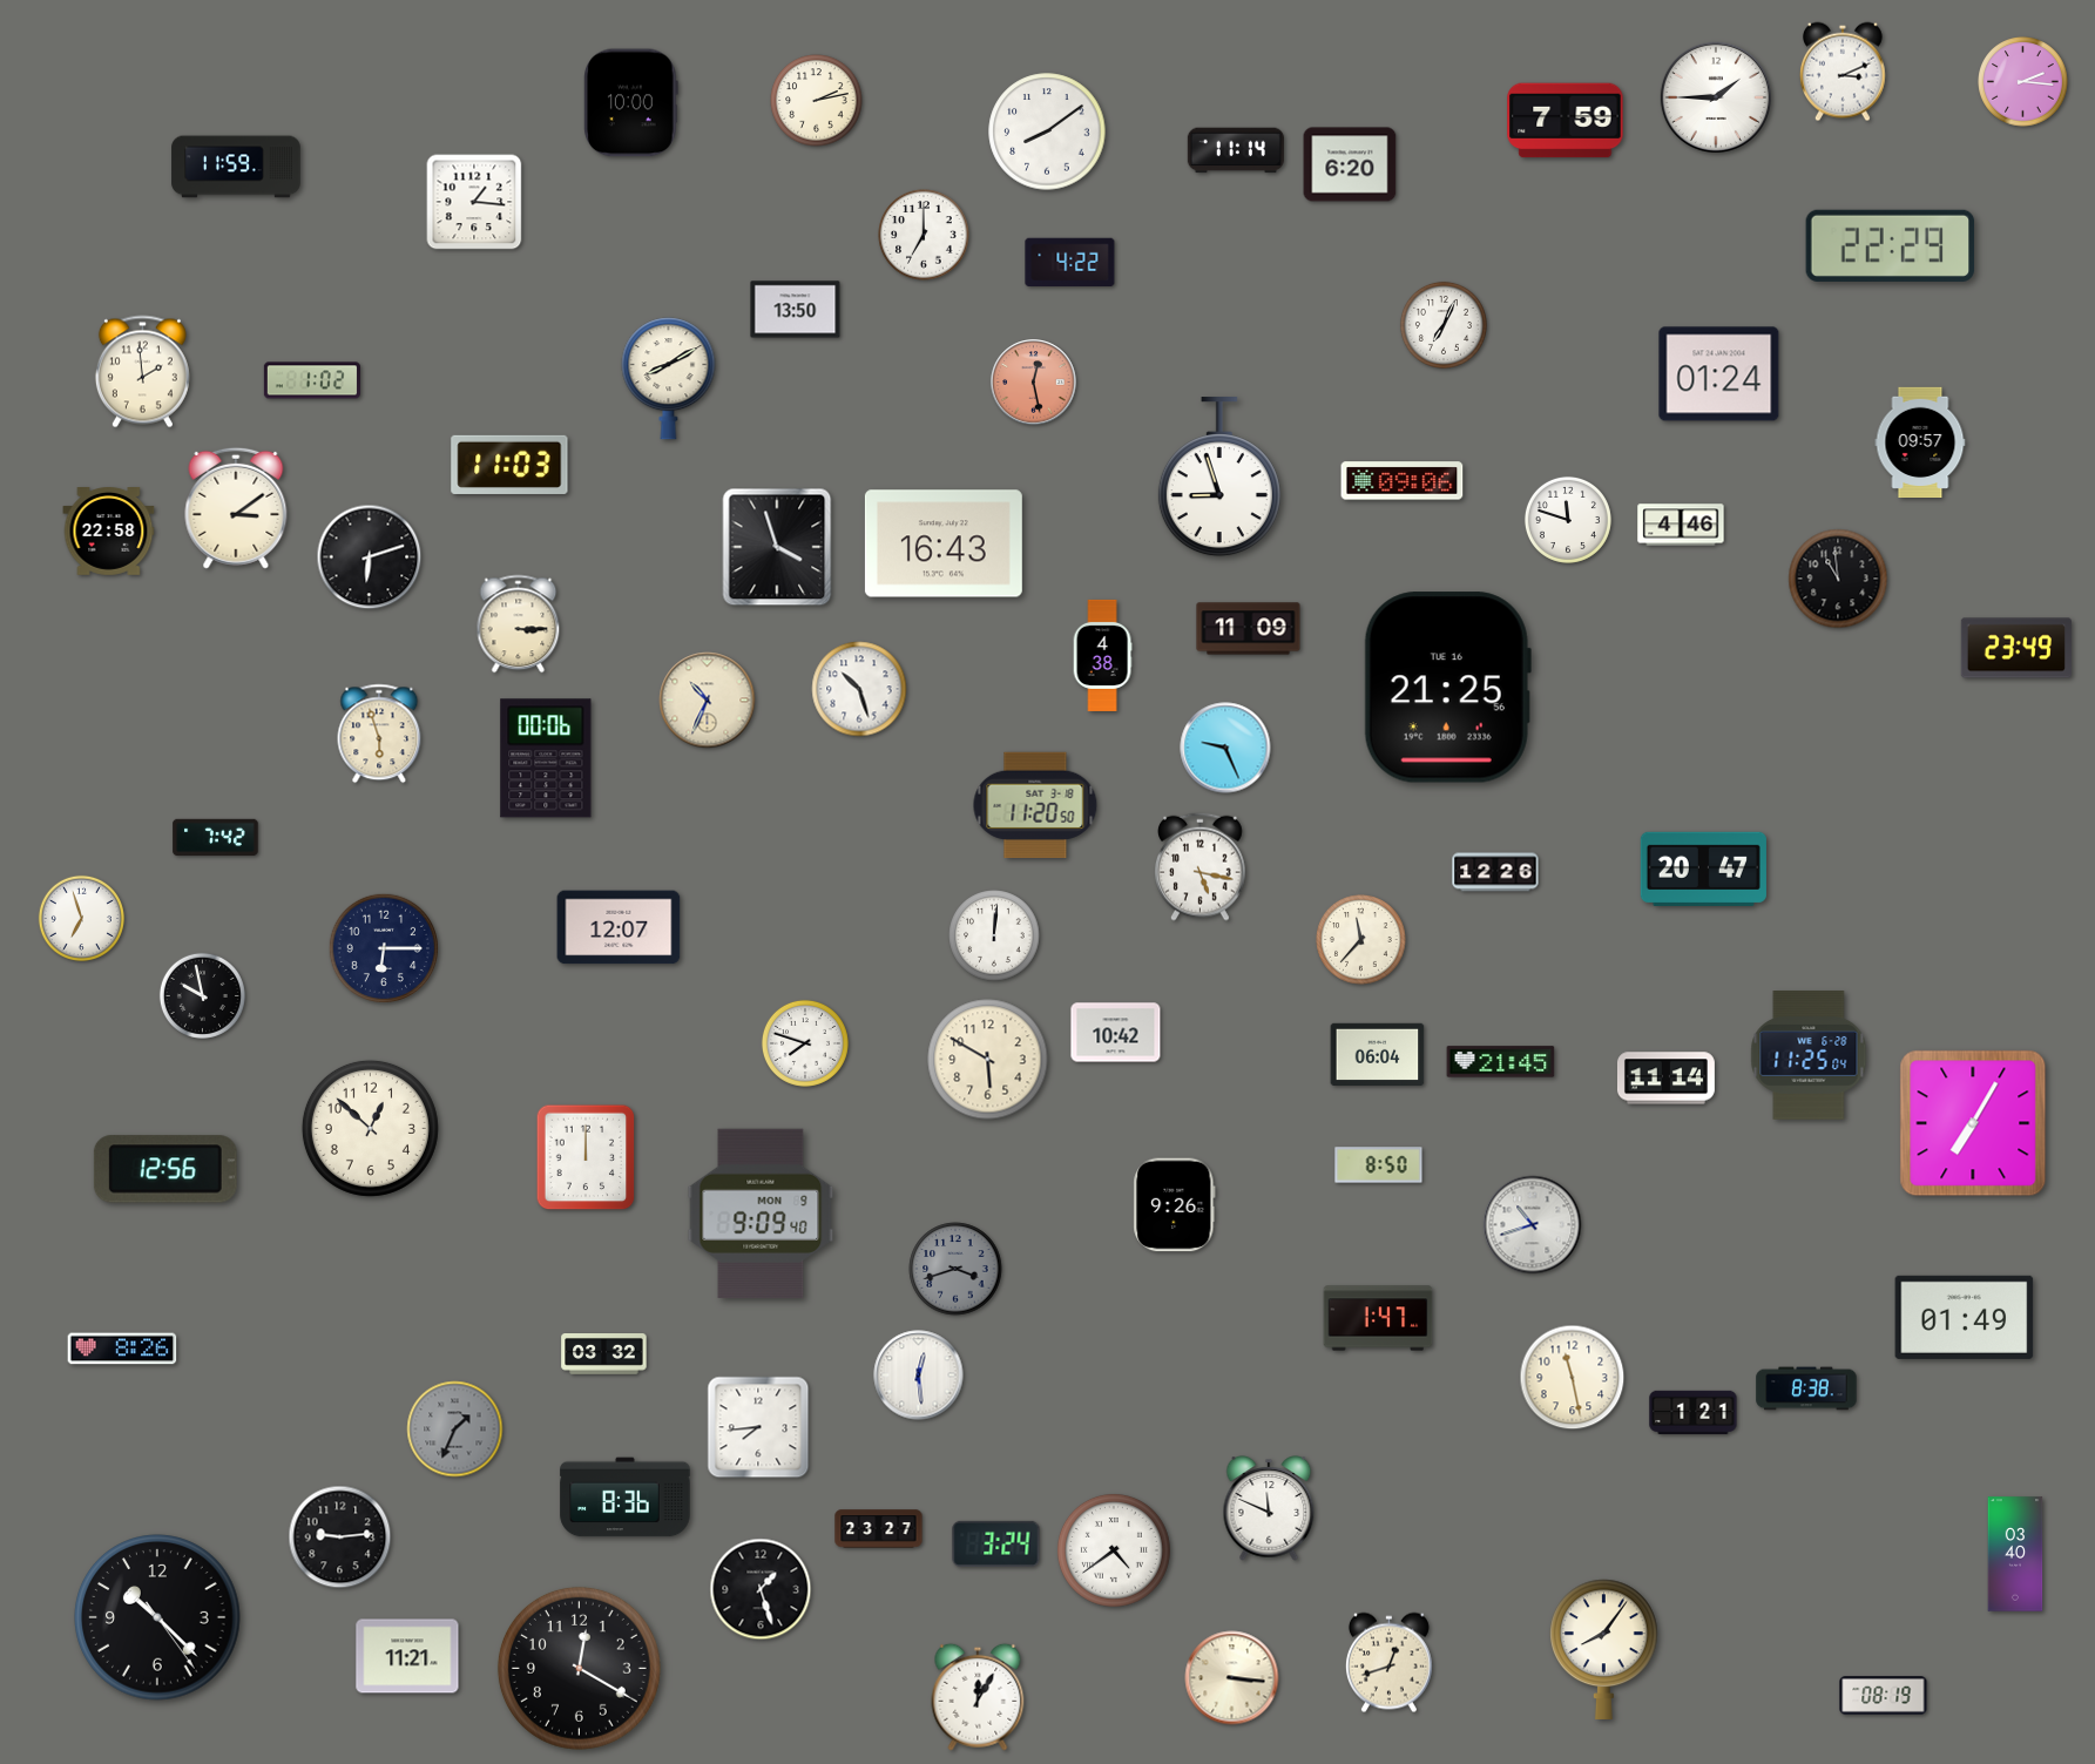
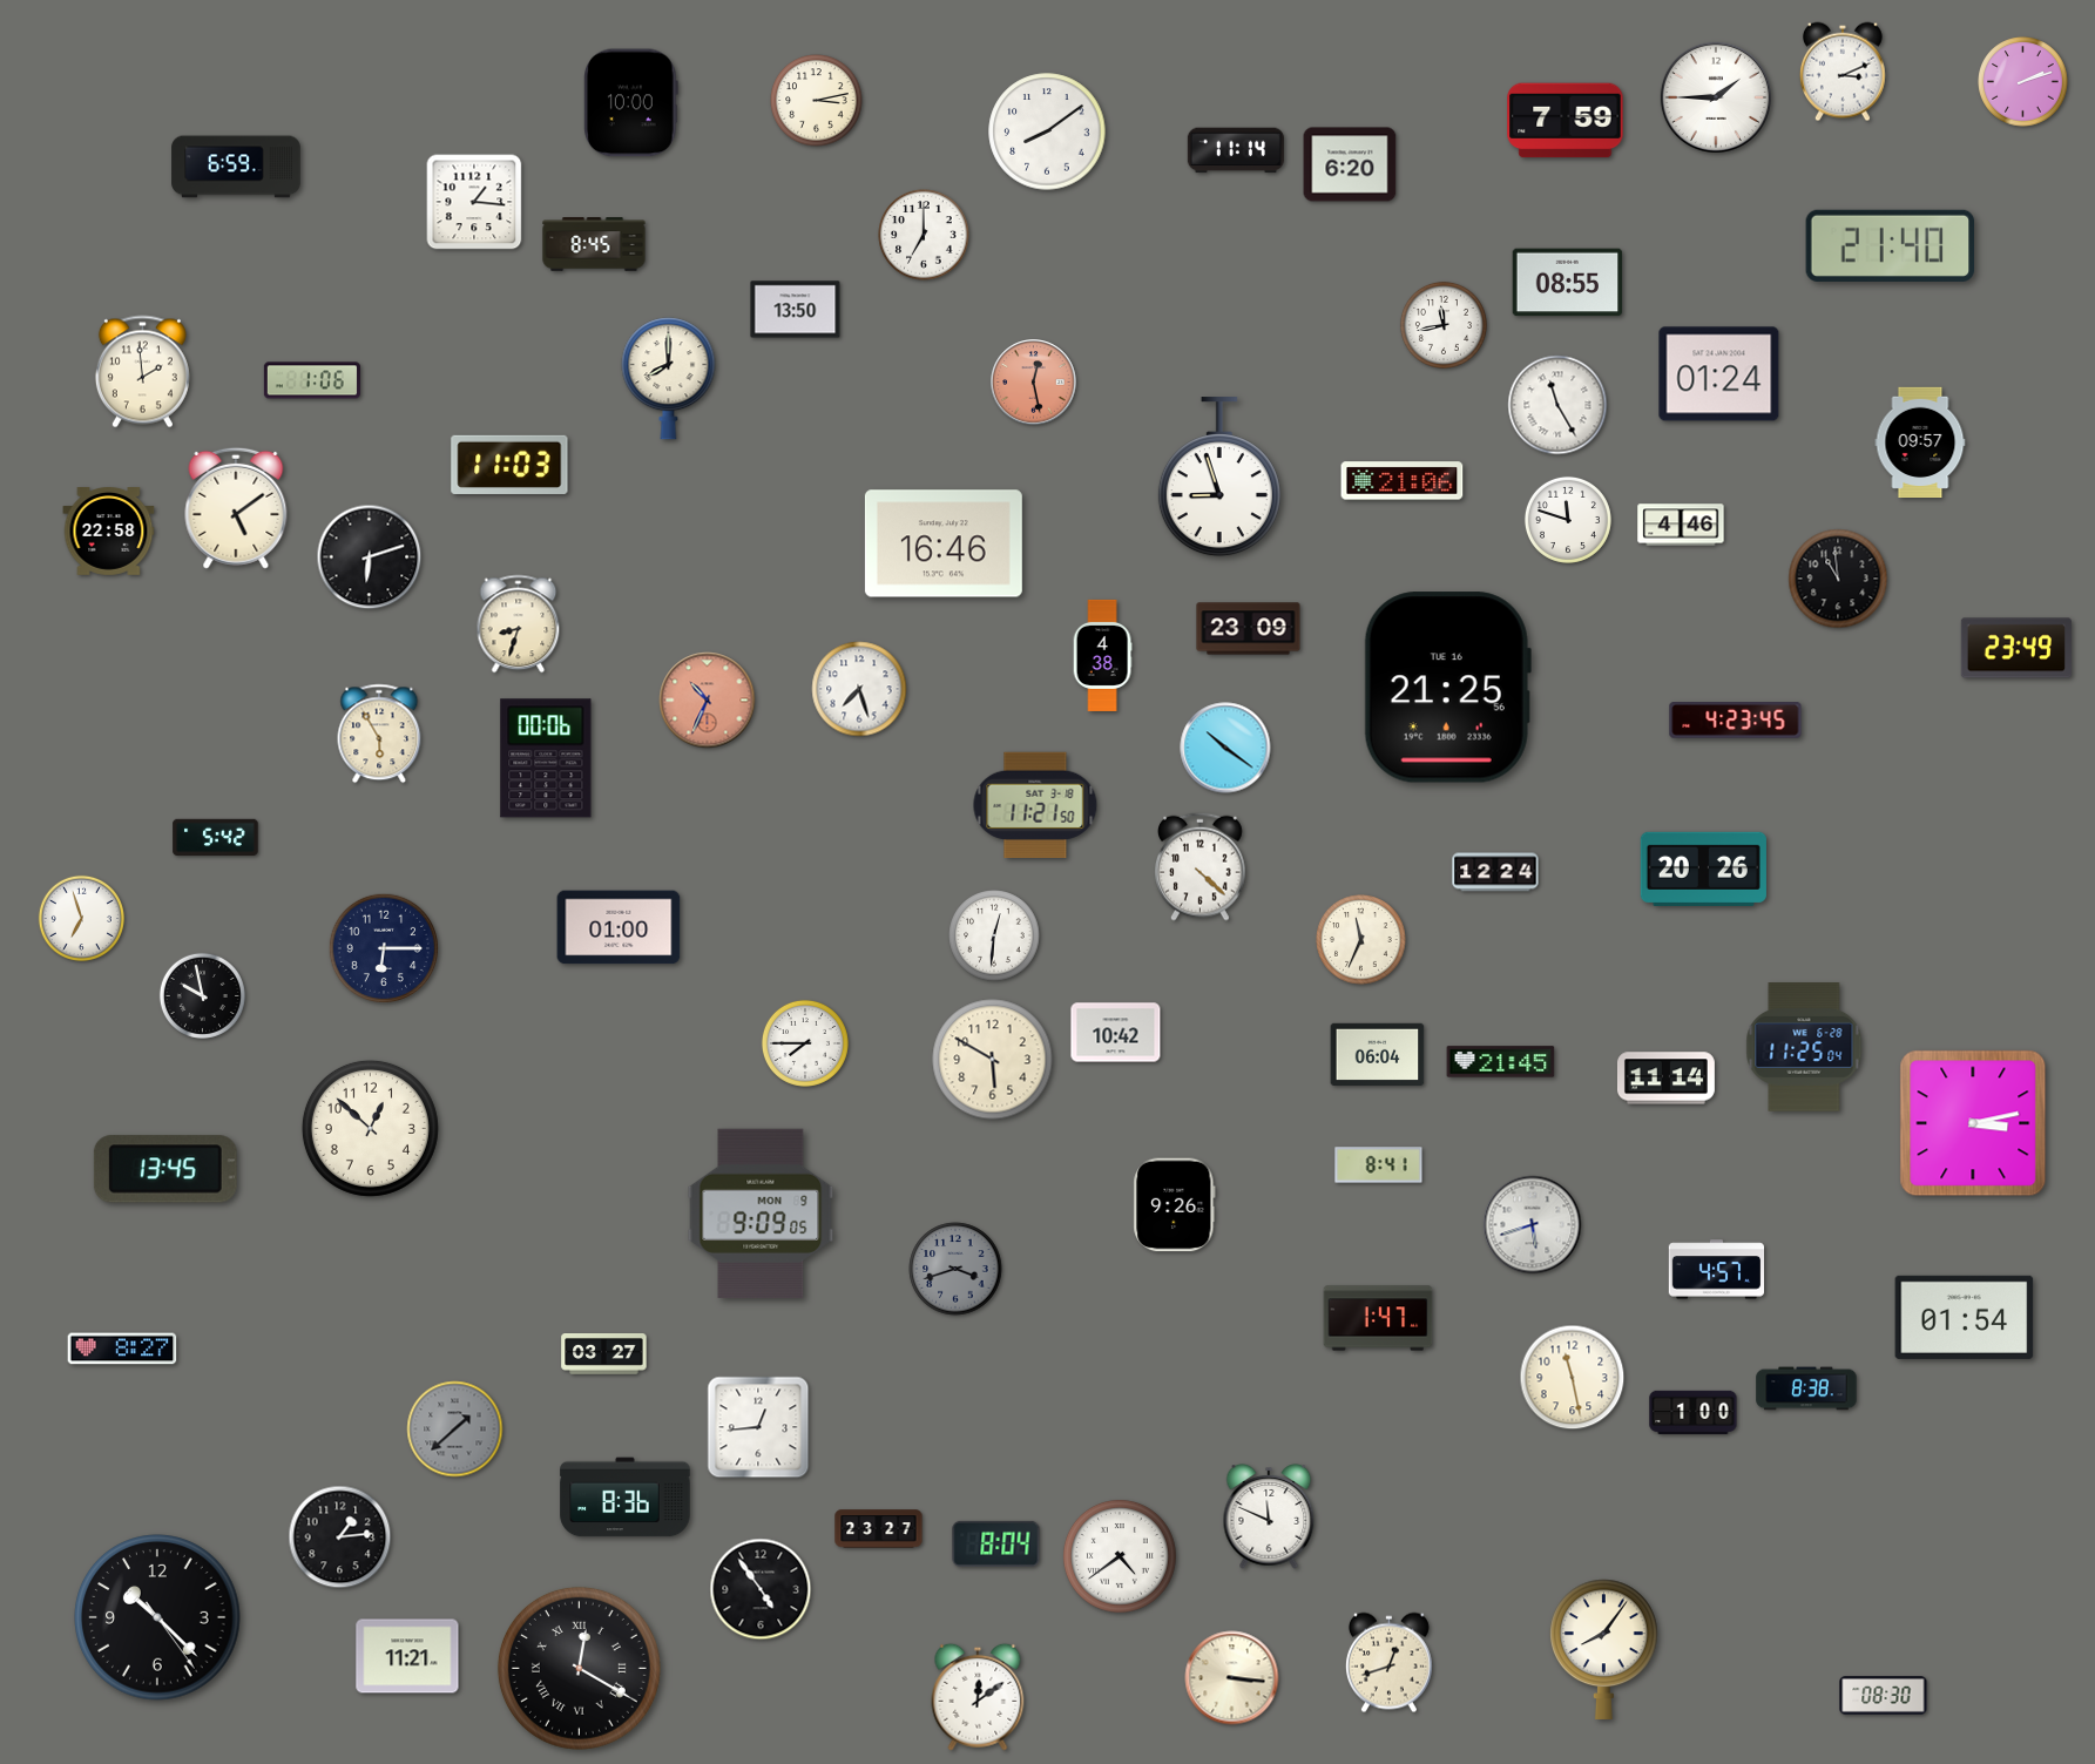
clock at (2023, 82): 2:16 -> 2:12
clock at (817, 101): 2:13 -> 3:13
clock at (236, 167): 11:59 -> 6:59
clock at (594, 244): none -> 8:45
clock at (1891, 245): 22:29 -> 21:40
clock at (1070, 262): 4:22 -> none
clock at (1568, 283): none -> 08:55
clock at (1444, 325): 7:04 -> 11:43
clock at (669, 379): 8:10 -> 8:00
clock at (312, 380): 1:02 -> 1:06
clock at (1557, 405): none -> 11:25
clock at (1403, 481): 09:06 -> 21:06
clock at (236, 508): 3:09 -> 5:09
clock at (944, 543): 16:43 -> 16:46
clock at (777, 547): 3:57 -> none
clock at (519, 624): 3:15 -> 8:33
clock at (1249, 629): 11:09 -> 23:09
clock at (859, 689): 10:27 -> 7:27
clock at (708, 701) dial: cream -> salmon
clock at (1736, 721): none -> 4:23
clock at (379, 734): 5:57 -> 5:55
clock at (1225, 748): 9:26 -> 10:21
clock at (1035, 804): 11:20 -> 11:21
clock at (216, 838): 7:42 -> 5:42
clock at (1201, 866): 5:17 -> 4:22
clock at (1703, 869): 20:47 -> 20:26
clock at (1495, 872): 12:26 -> 12:24
clock at (619, 927): 12:07 -> 01:00
clock at (994, 935): 12:01 -> 12:31
clock at (1361, 940): 11:37 -> 11:34
clock at (805, 1043): 7:48 -> 7:45
clock at (1809, 1055) position: (1809, 1055) -> (1804, 1047)
clock at (988, 1060) position: (988, 1060) -> (993, 1060)
clock at (1973, 1123): 7:05 -> 3:13
clock at (586, 1157): 12:00 -> none
clock at (1379, 1165): 8:50 -> 8:41
clock at (165, 1169): 12:56 -> 13:45
clock at (761, 1214): 9:09:40 -> 9:09:05
clock at (1533, 1225): 10:42 -> 5:42
clock at (1717, 1270): none -> 4:57
clock at (1965, 1317): 01:49 -> 01:54
clock at (122, 1349): 8:26 -> 8:27
clock at (604, 1354): 03:32 -> 03:27
clock at (919, 1376): 12:29 -> none
clock at (1694, 1412): 1:21 -> 1:00
clock at (758, 1427): 7:44 -> 12:44
clock at (455, 1430): 1:34 -> 1:38
clock at (1269, 1508) position: (1269, 1508) -> (1269, 1516)
clock at (340, 1537): 9:14 -> 1:14
clock at (996, 1543): 3:24 -> 8:04
clock at (1114, 1550) position: (1114, 1550) -> (1120, 1556)
clock at (2015, 1554): 03:40 -> none
clock at (761, 1589): 1:27 -> 4:54
clock at (579, 1668) numerals: Arabic -> Roman
clock at (1884, 1696): 08:19 -> 08:30
clock at (978, 1697): 12:05 -> 12:09
